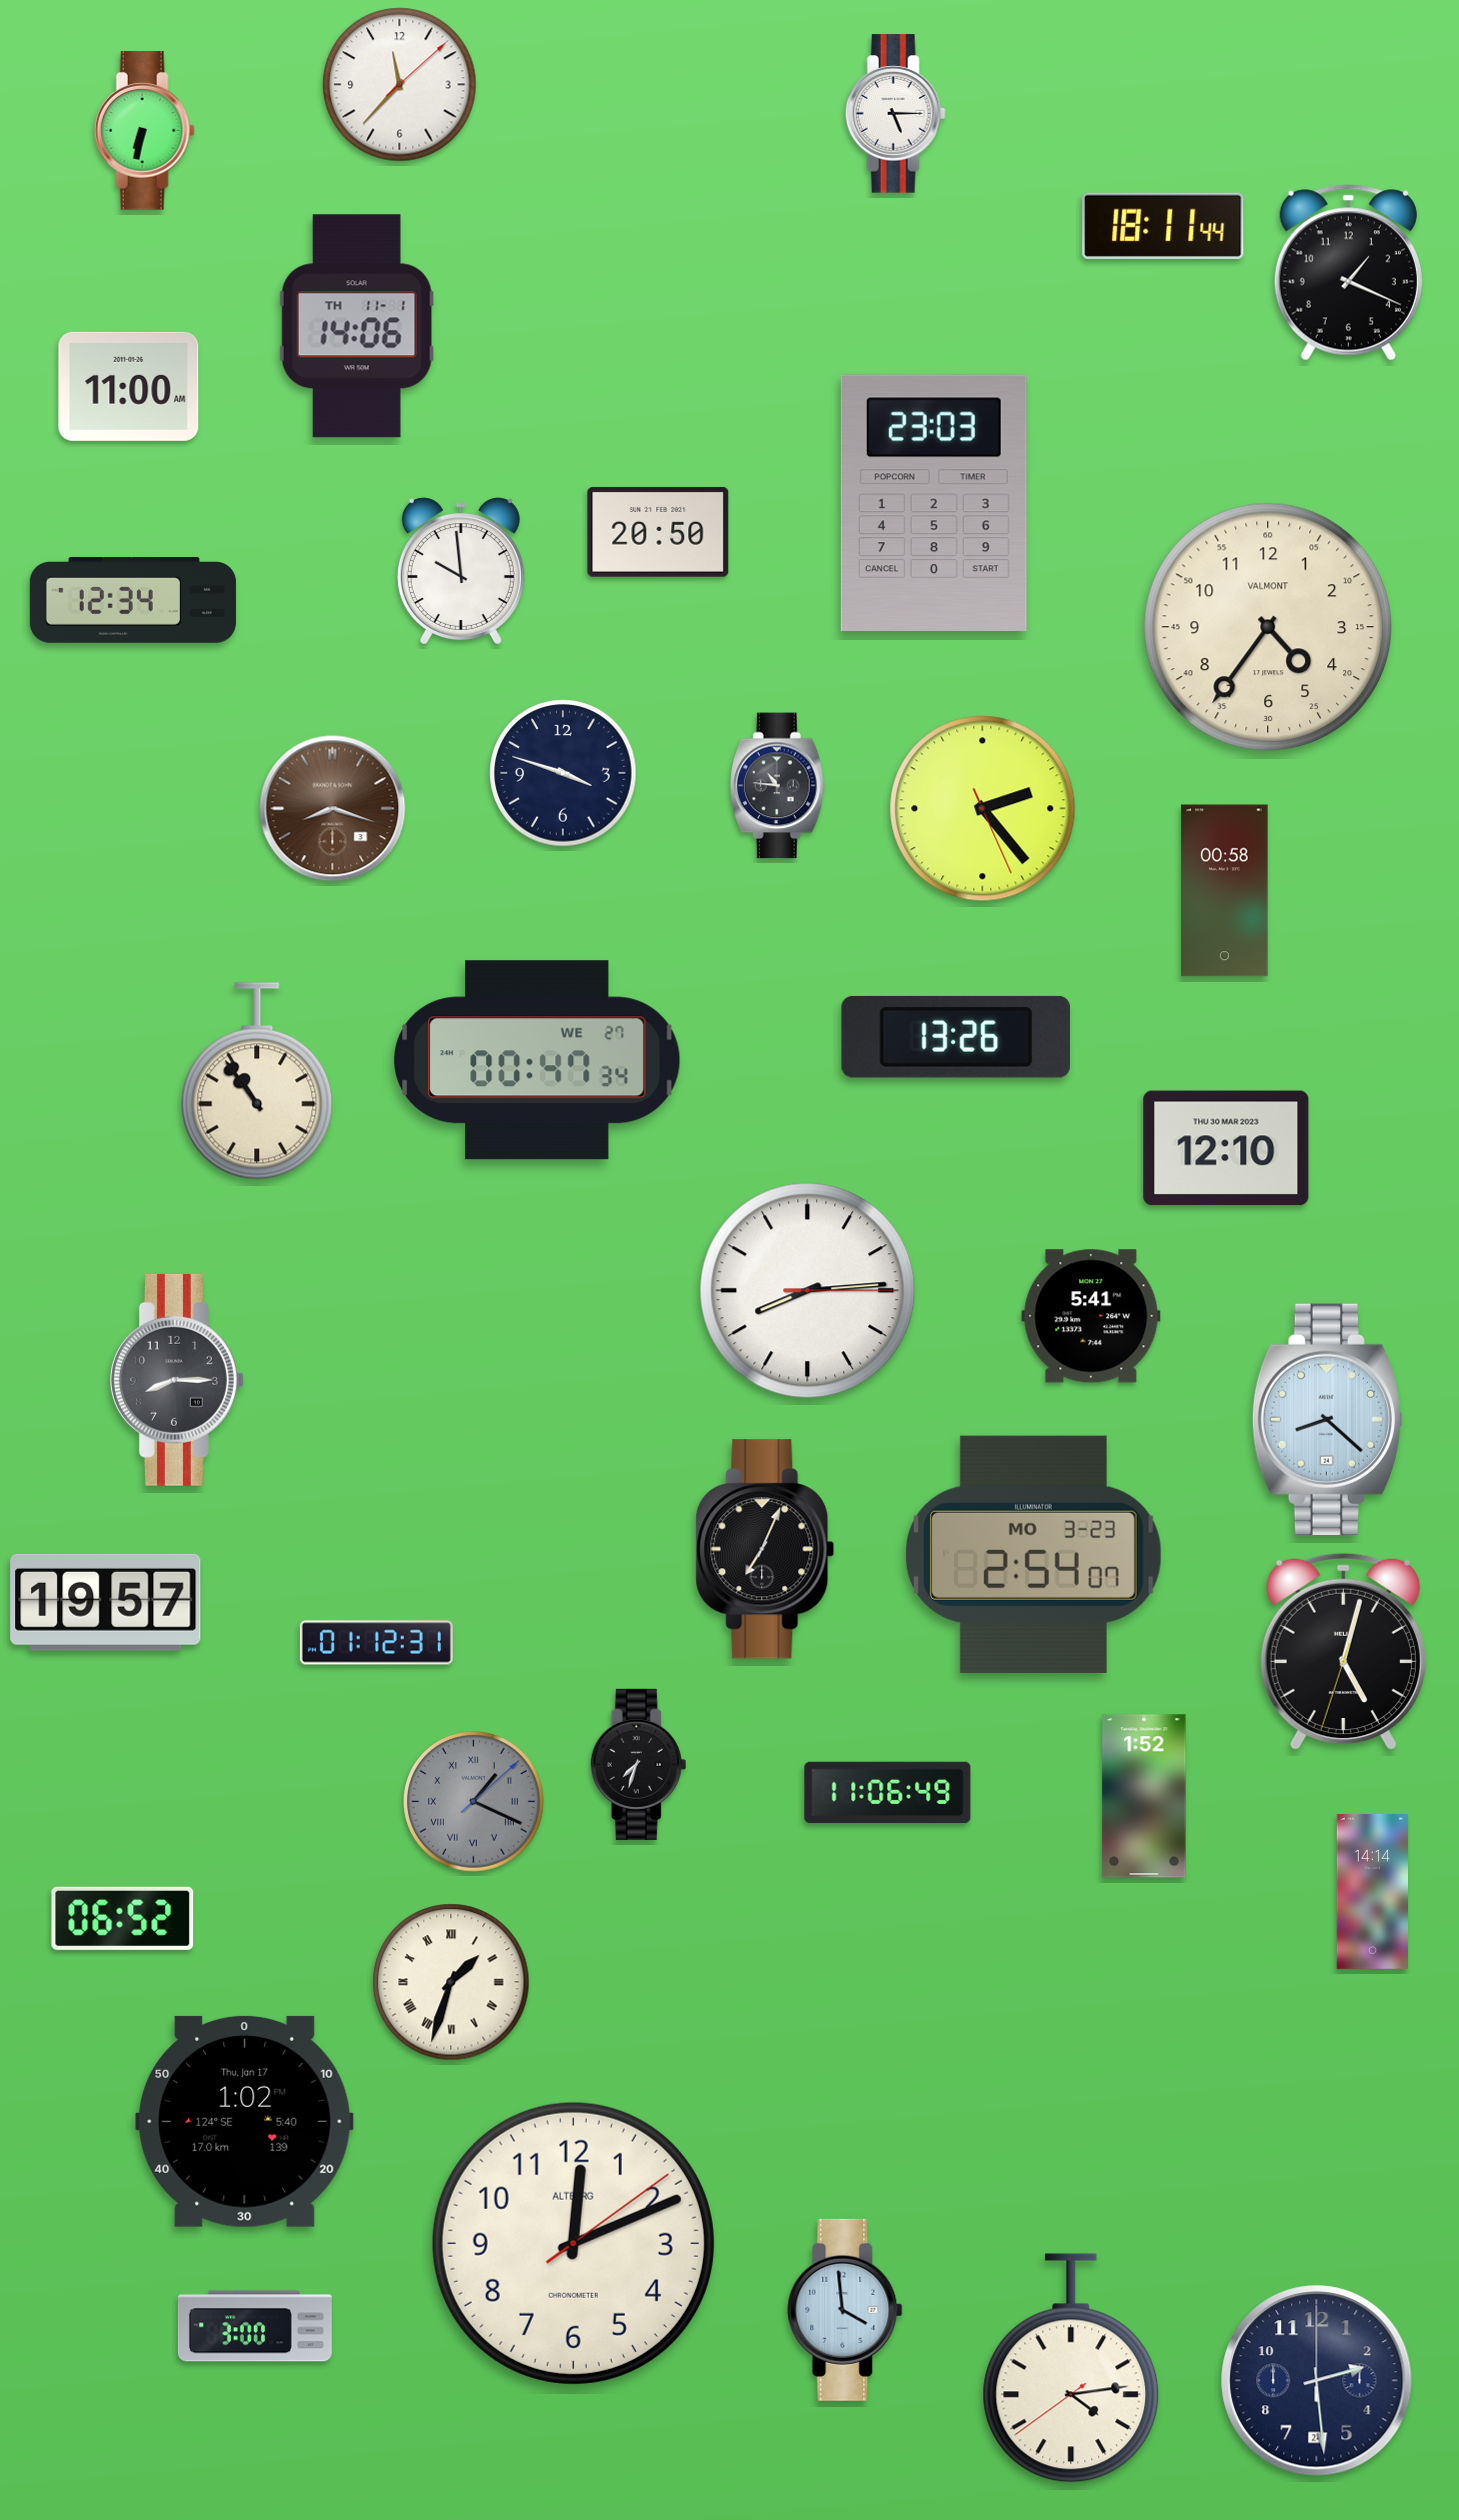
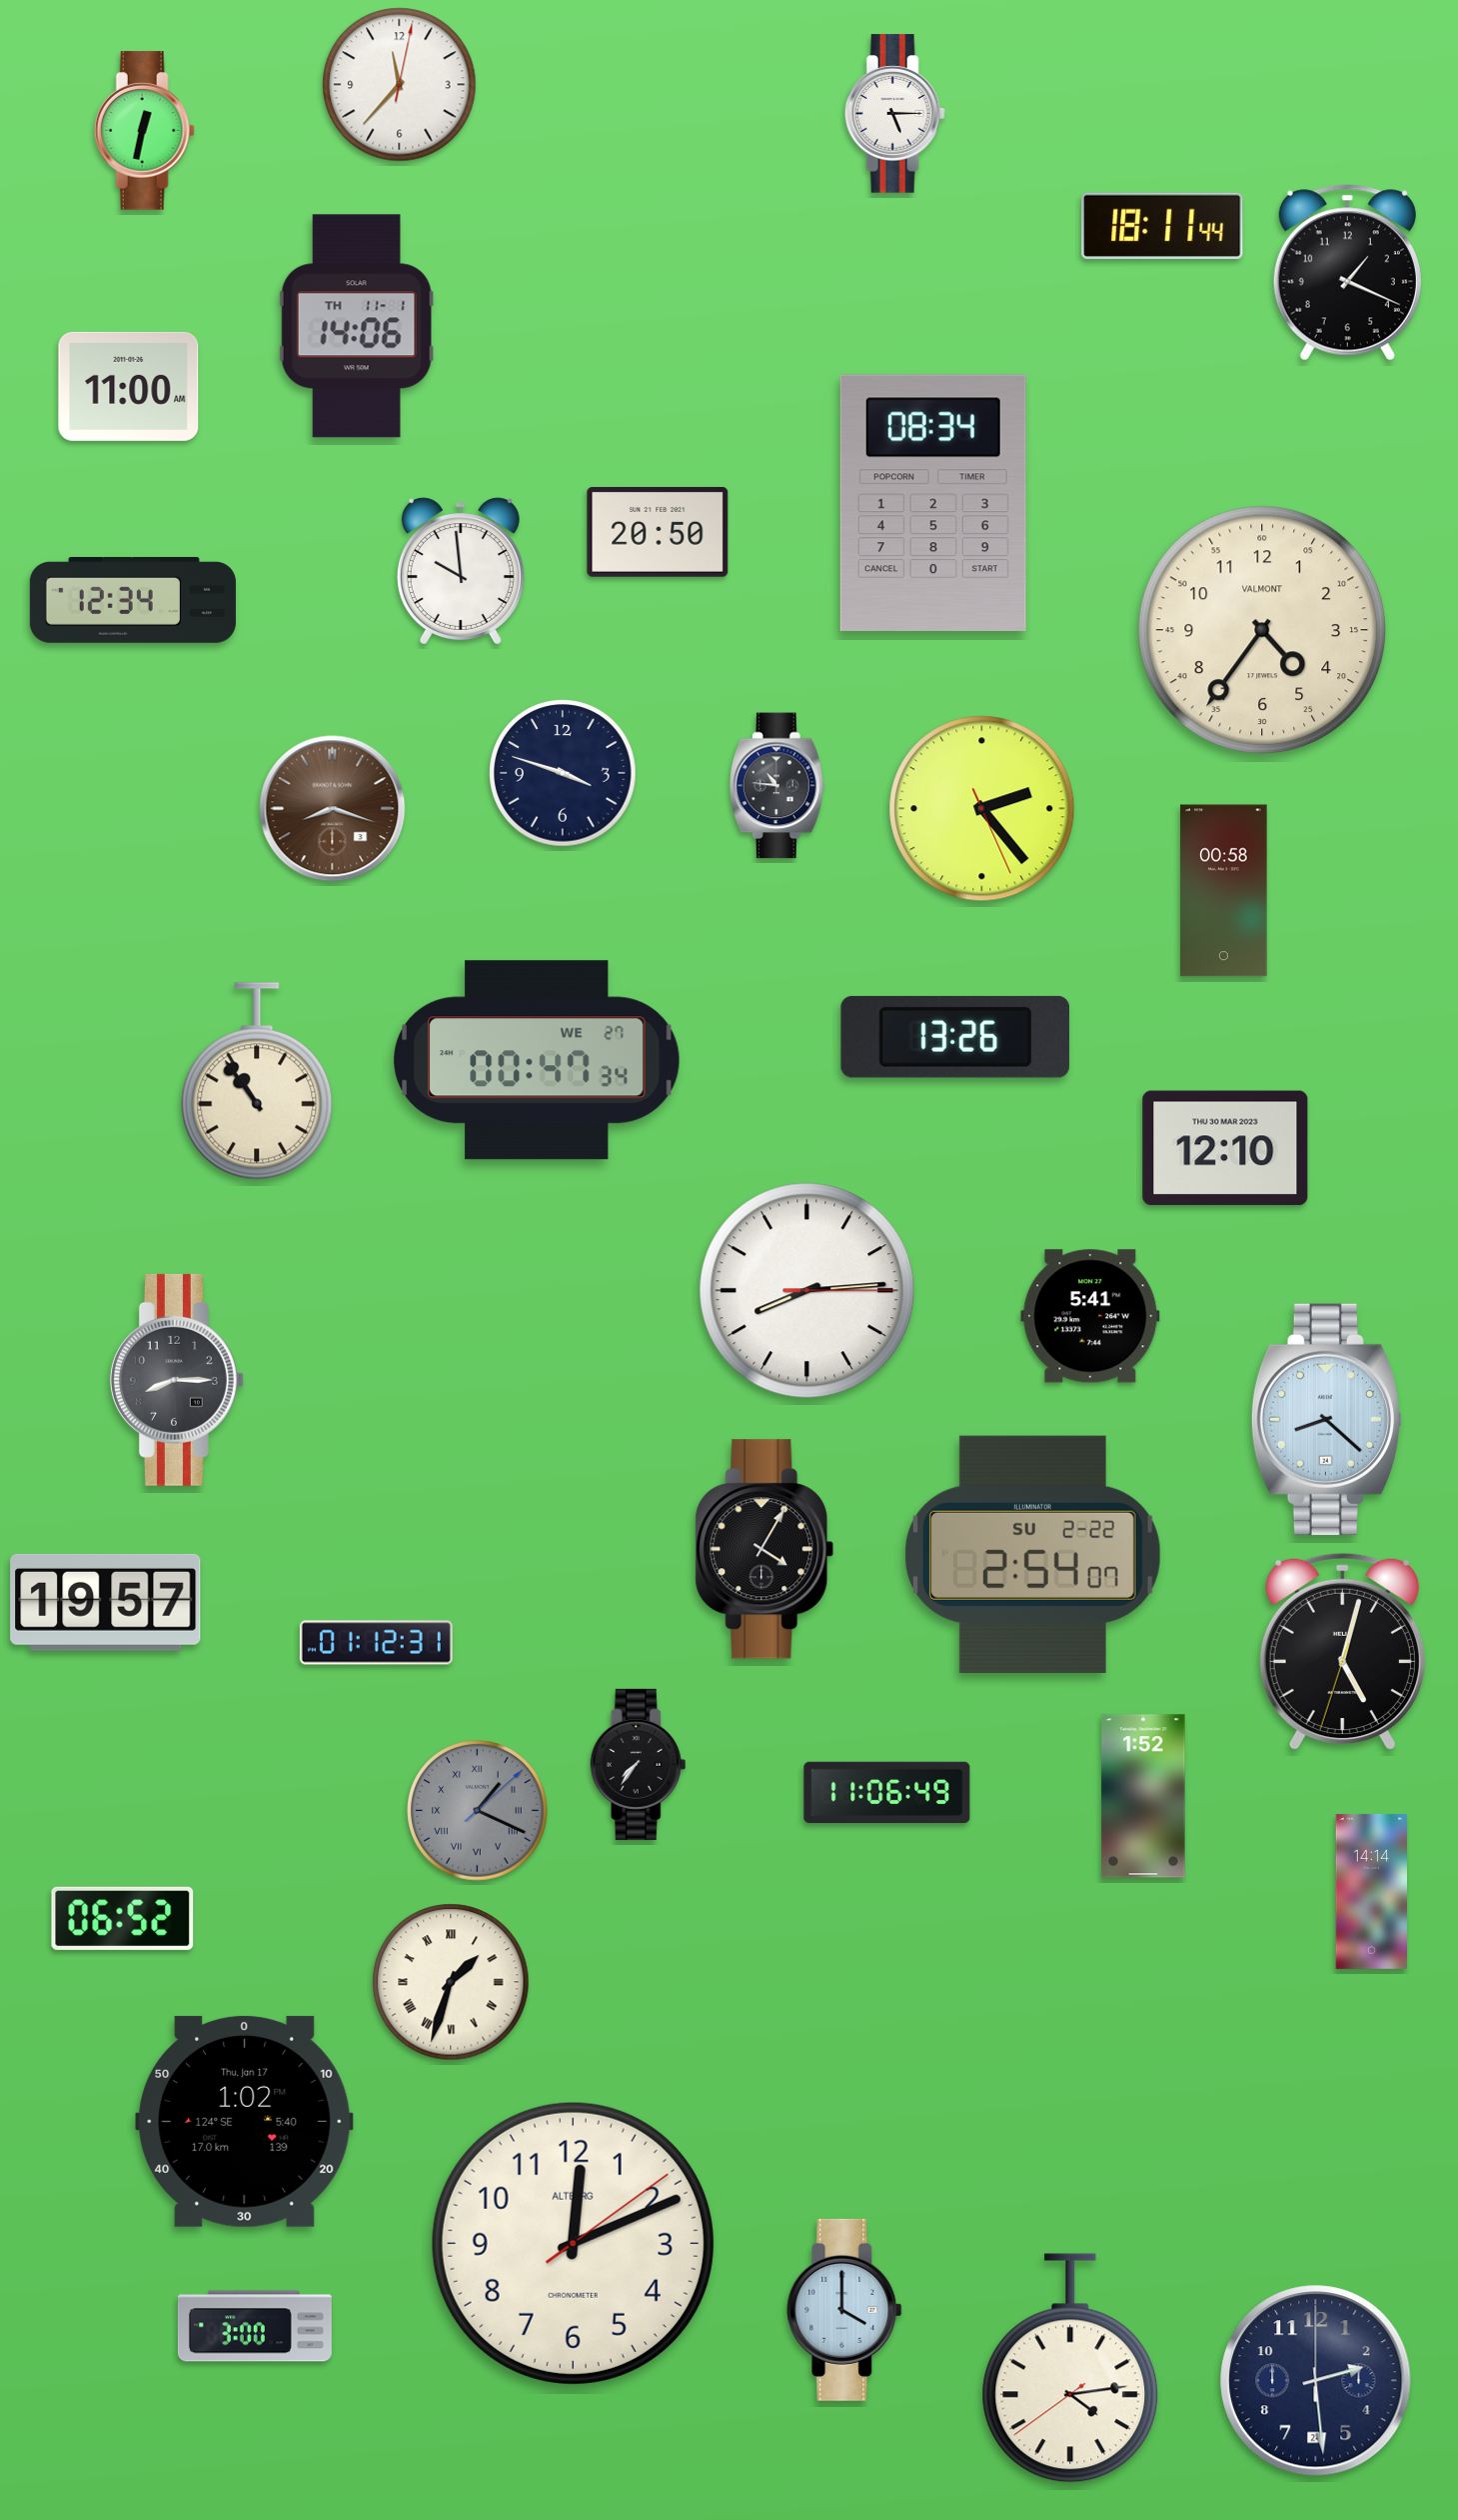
clock at (400, 85): 11:37:08 -> 11:37:02
clock at (144, 131): 6:32 -> 12:32
clock at (934, 503): 23:03 -> 08:34
clock at (1268, 627) position: (1268, 627) -> (1262, 630)
clock at (765, 1549): 7:04 -> 4:05
clock at (1033, 1554) date: MO 3-23 -> SU 2-22
clock at (639, 1764): 7:33 -> 7:36
clock at (474, 1802) position: (474, 1802) -> (478, 1811)
clock at (845, 2310): 3:59 -> 4:00
